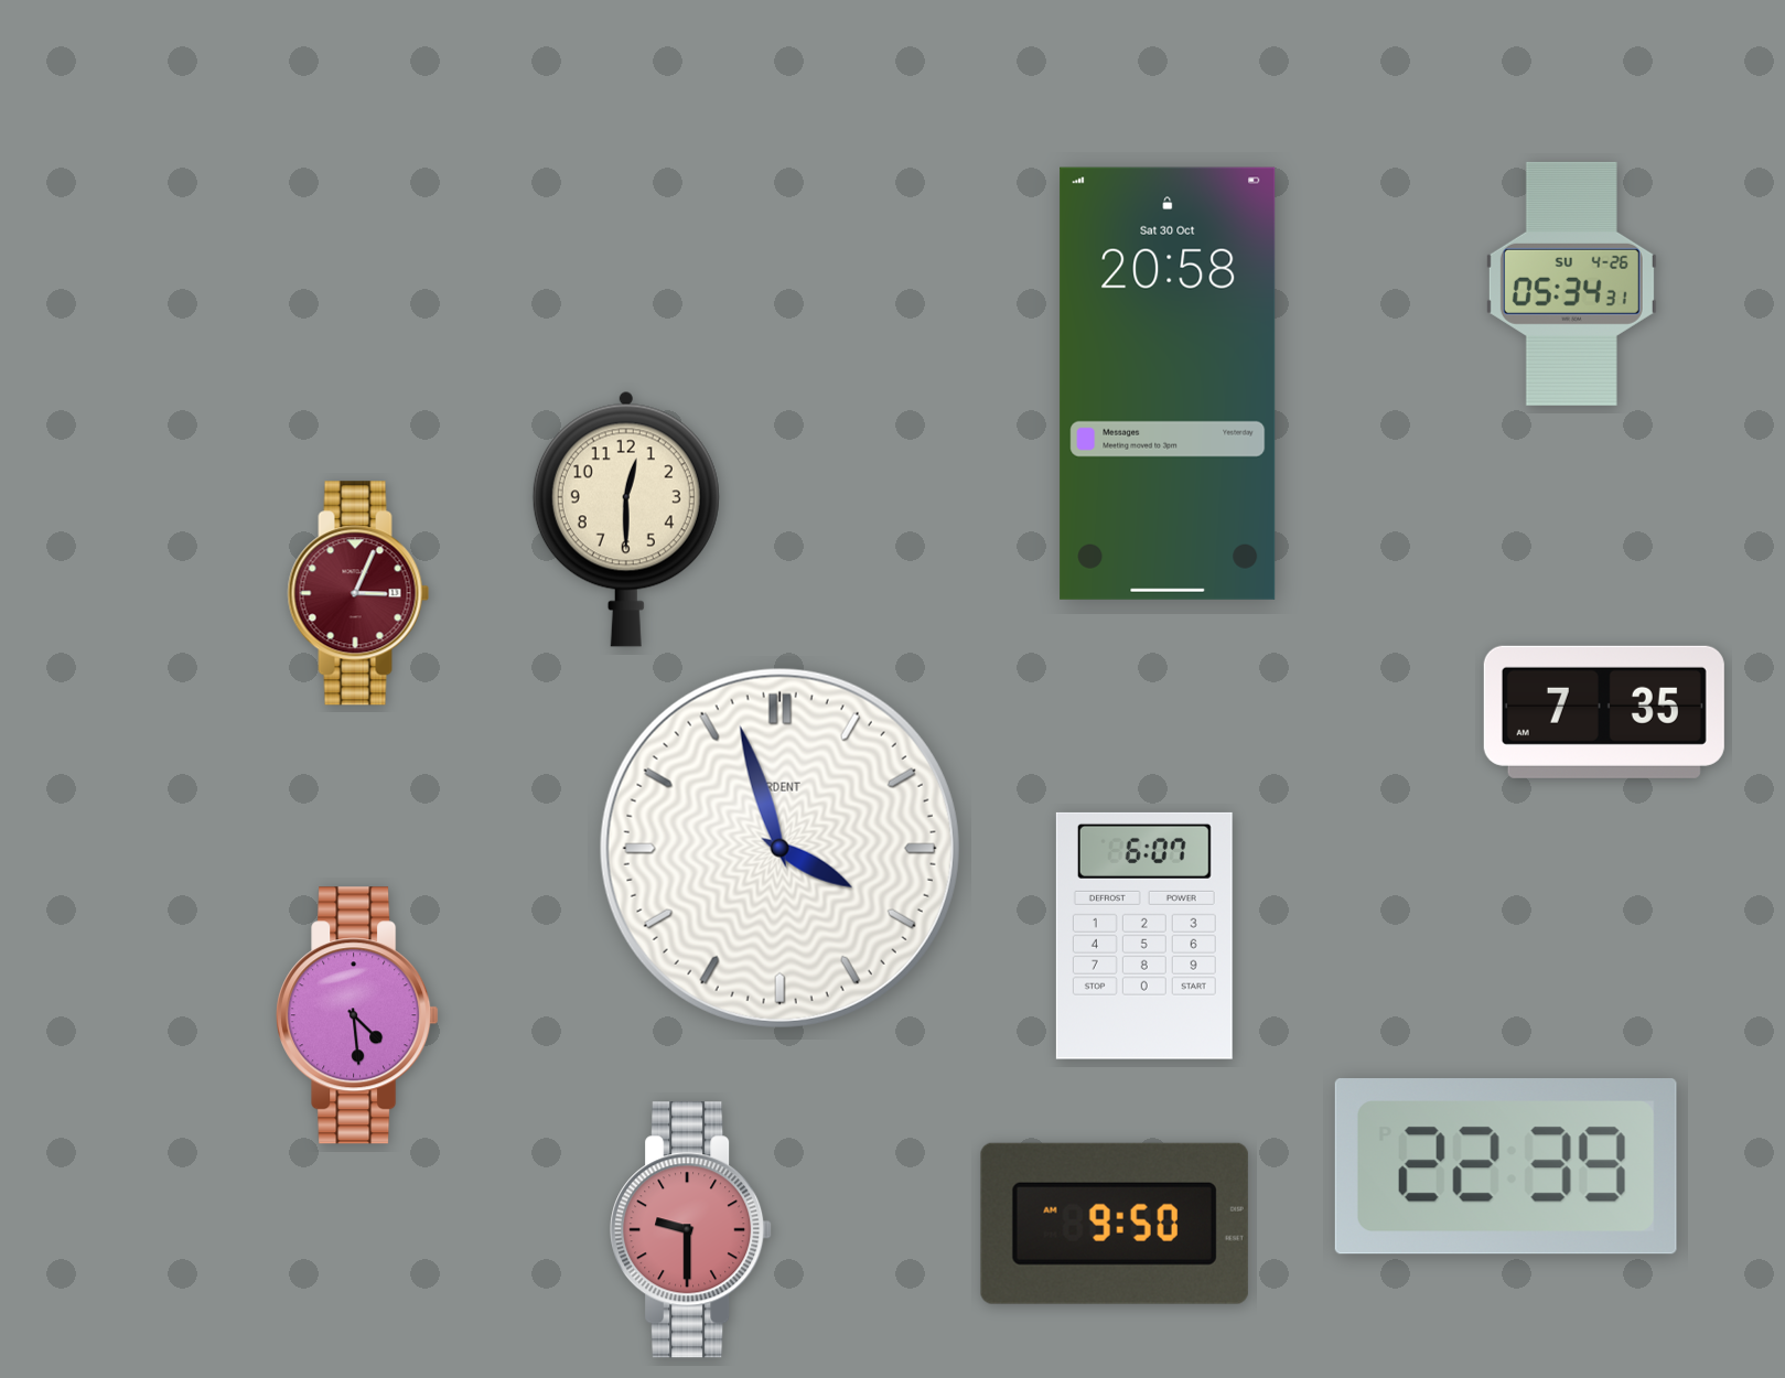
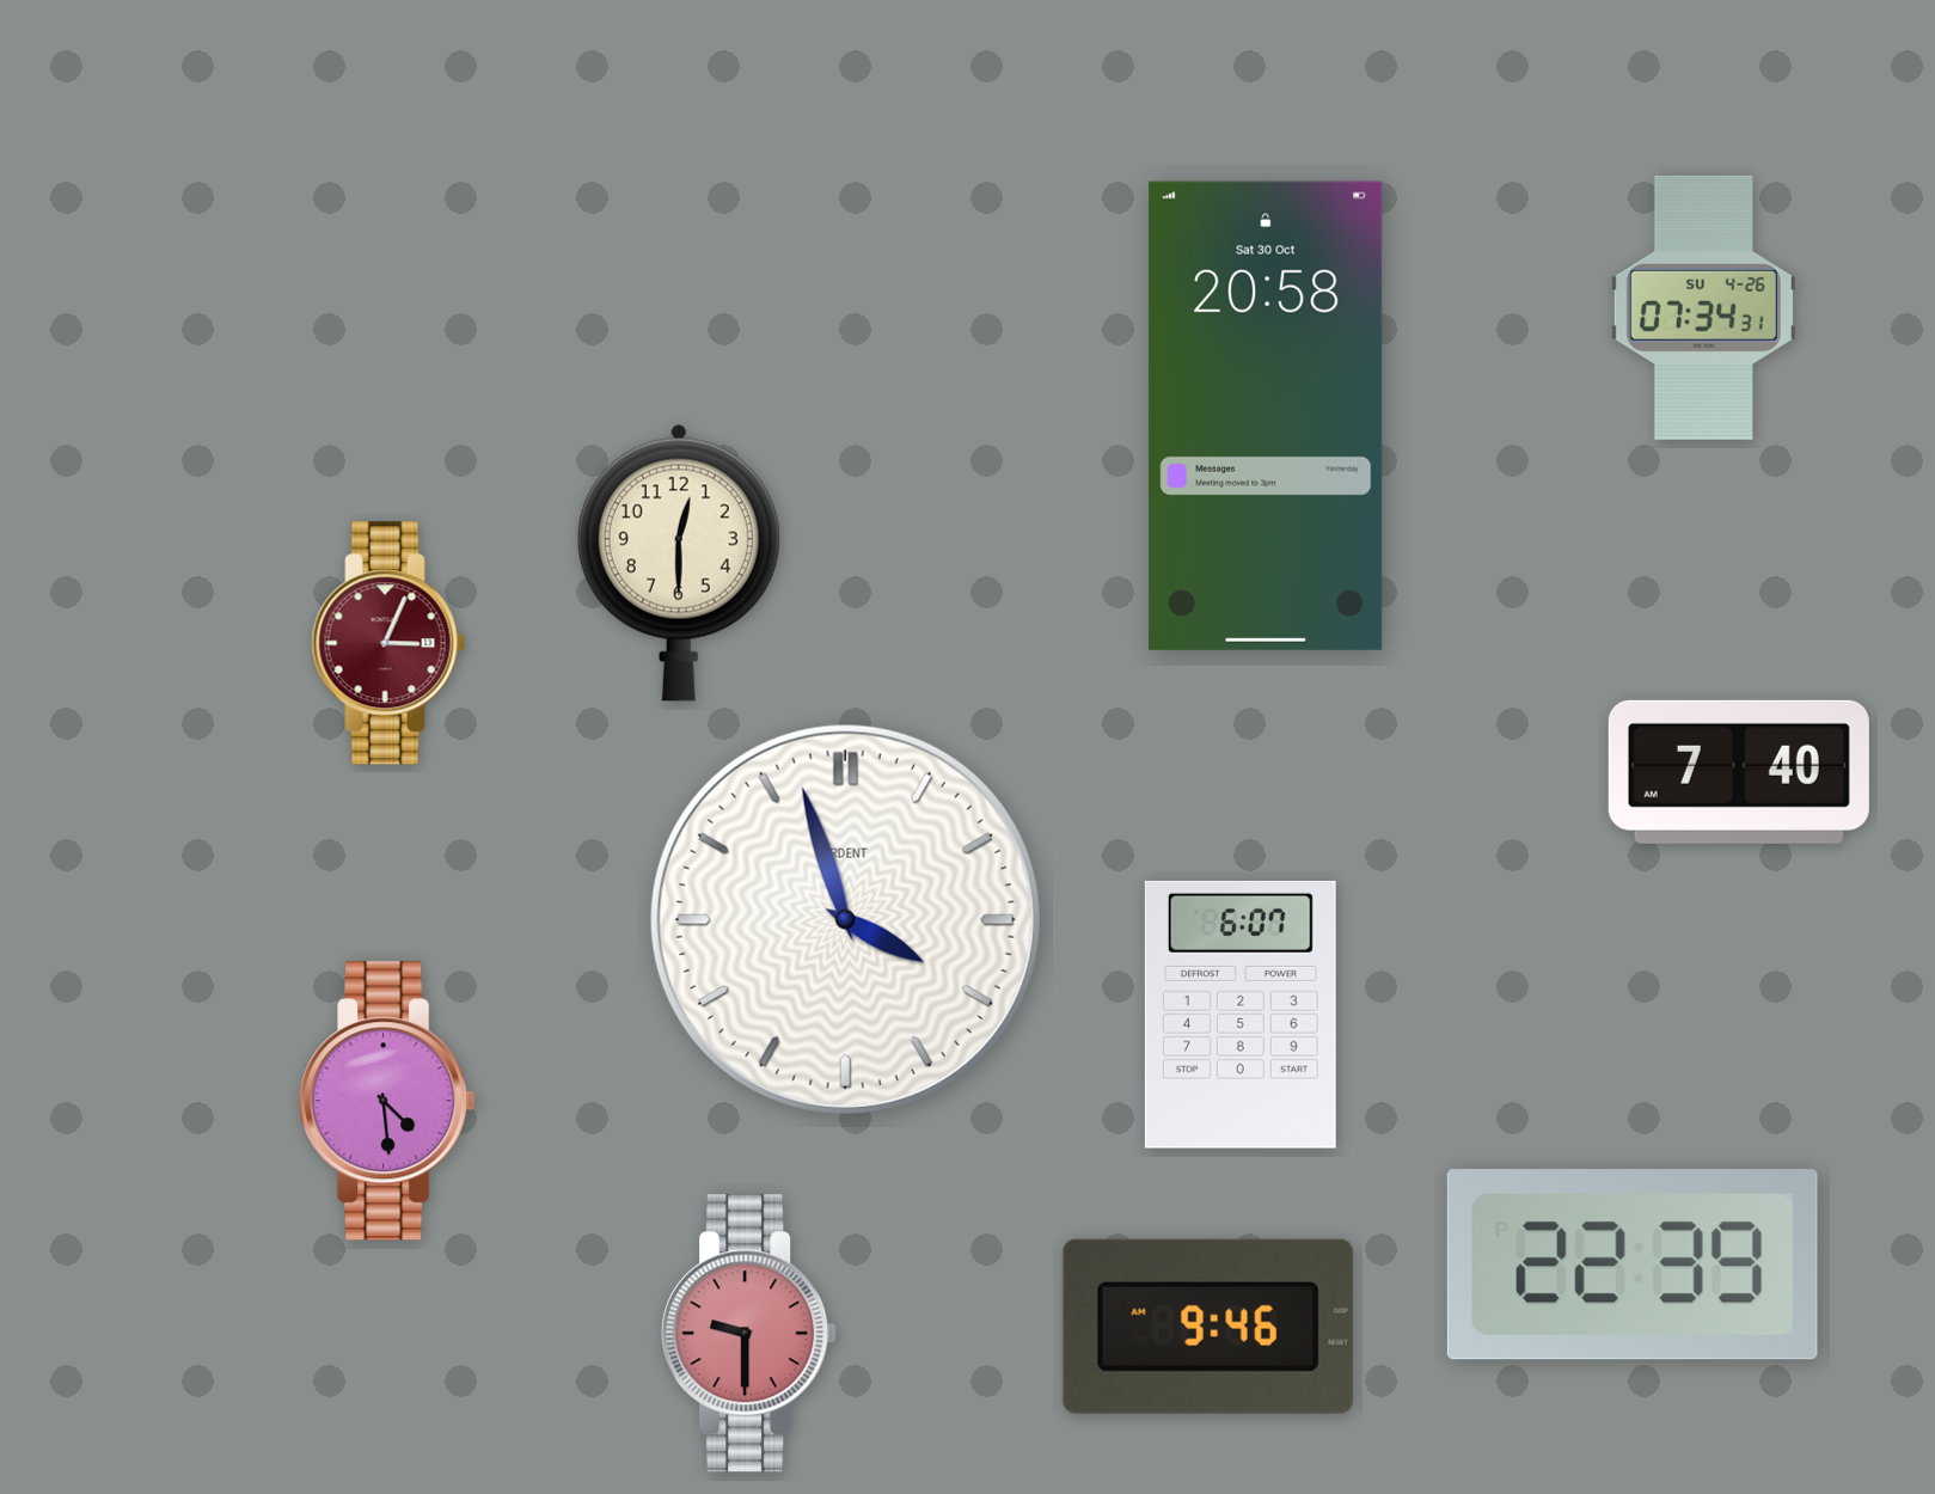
clock at (1571, 283): 05:34 -> 07:34
clock at (1604, 712): 7:35 -> 7:40
clock at (1115, 1224): 9:50 -> 9:46
